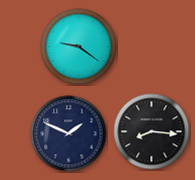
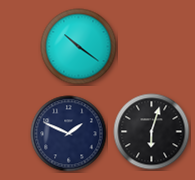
clock at (79, 47): 9:21 -> 10:21
clock at (152, 132): 8:16 -> 6:03
